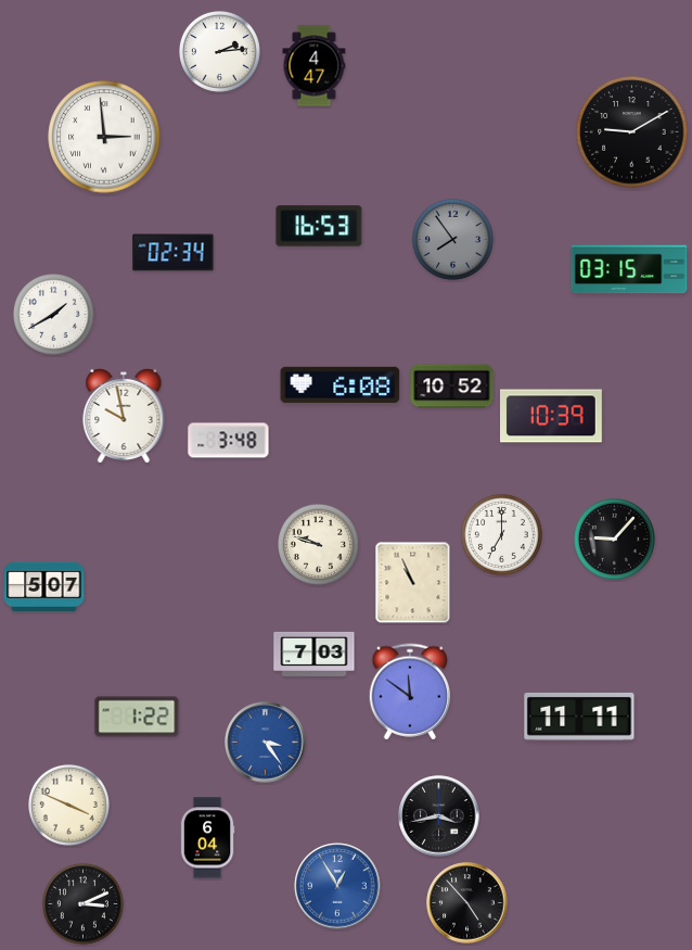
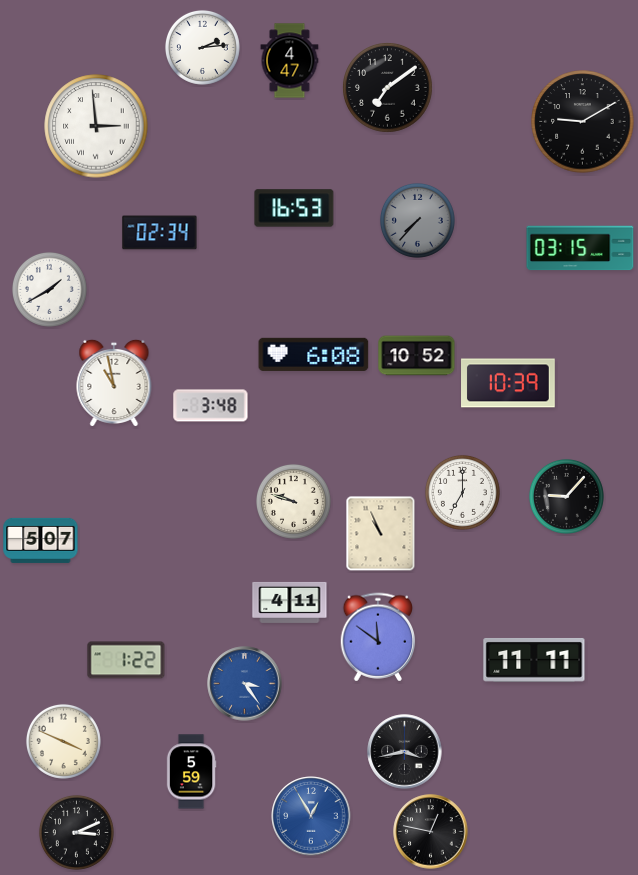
clock at (388, 88): none -> 7:09
clock at (452, 239): 7:54 -> 7:37
clock at (124, 415): 9:58 -> 10:58
clock at (413, 583) position: (413, 583) -> (381, 534)
clock at (315, 654): 7:03 -> 4:11
clock at (207, 838): 6:04 -> 5:59
clock at (467, 903): 4:53 -> 12:47
